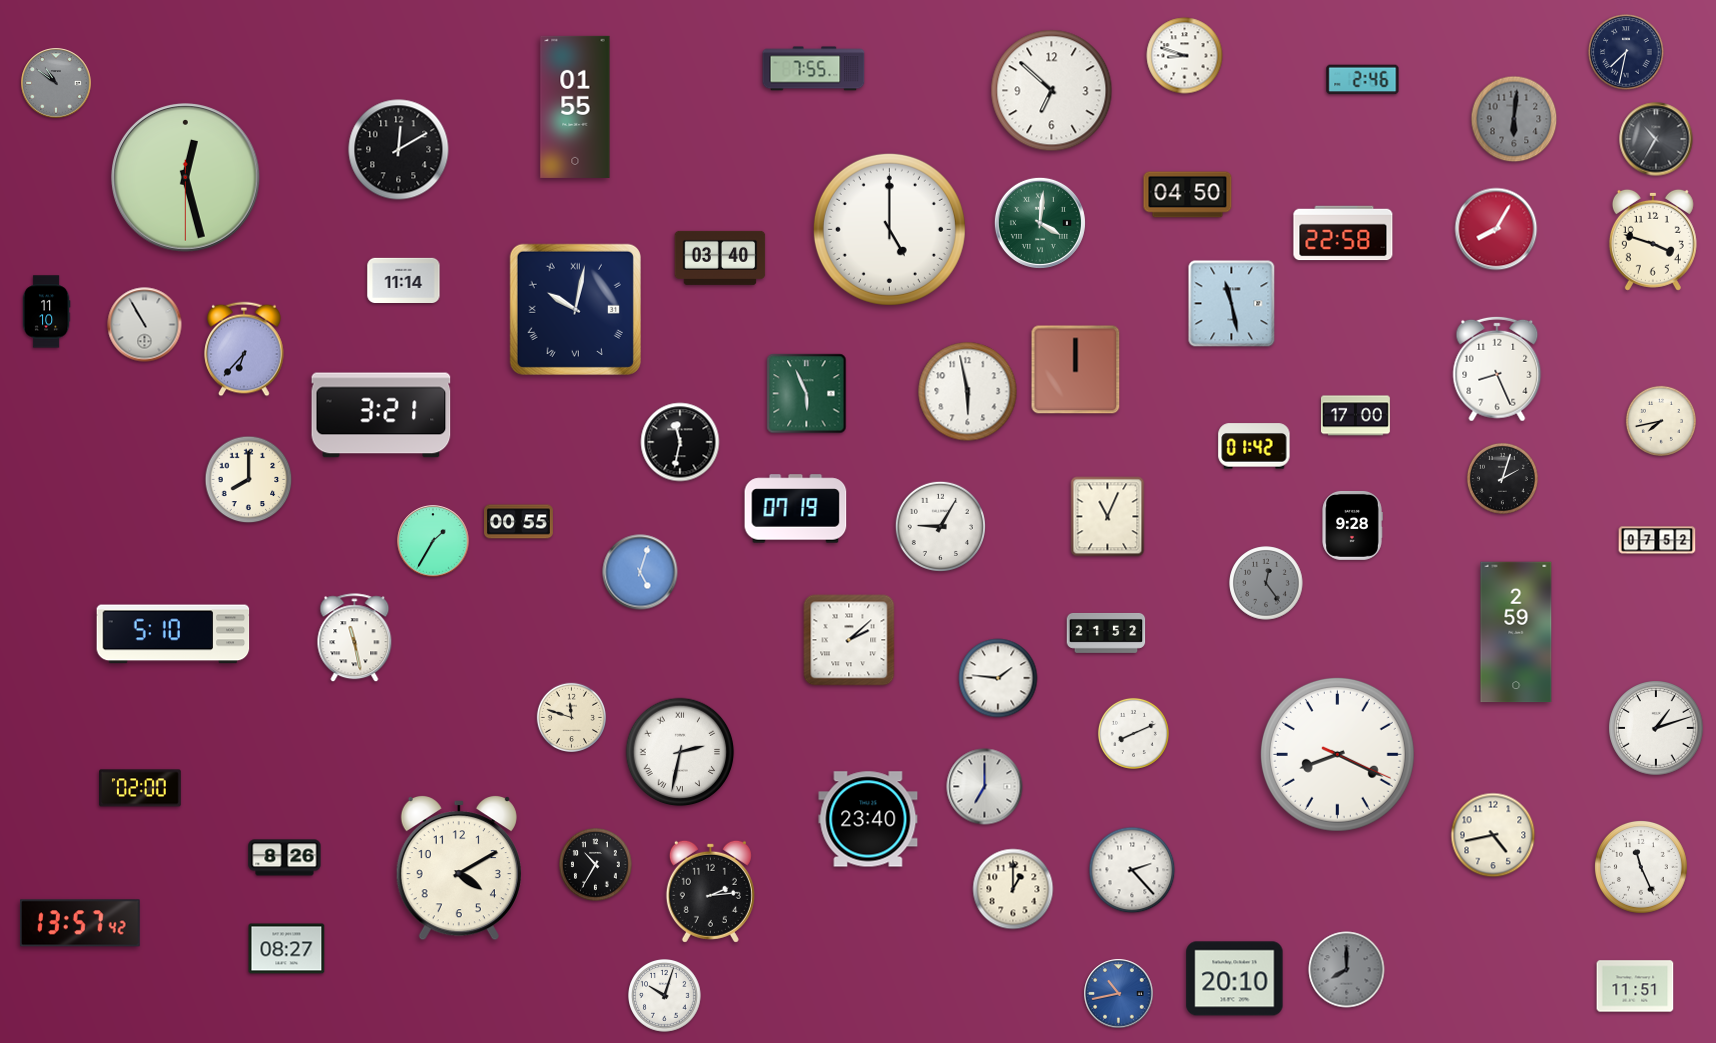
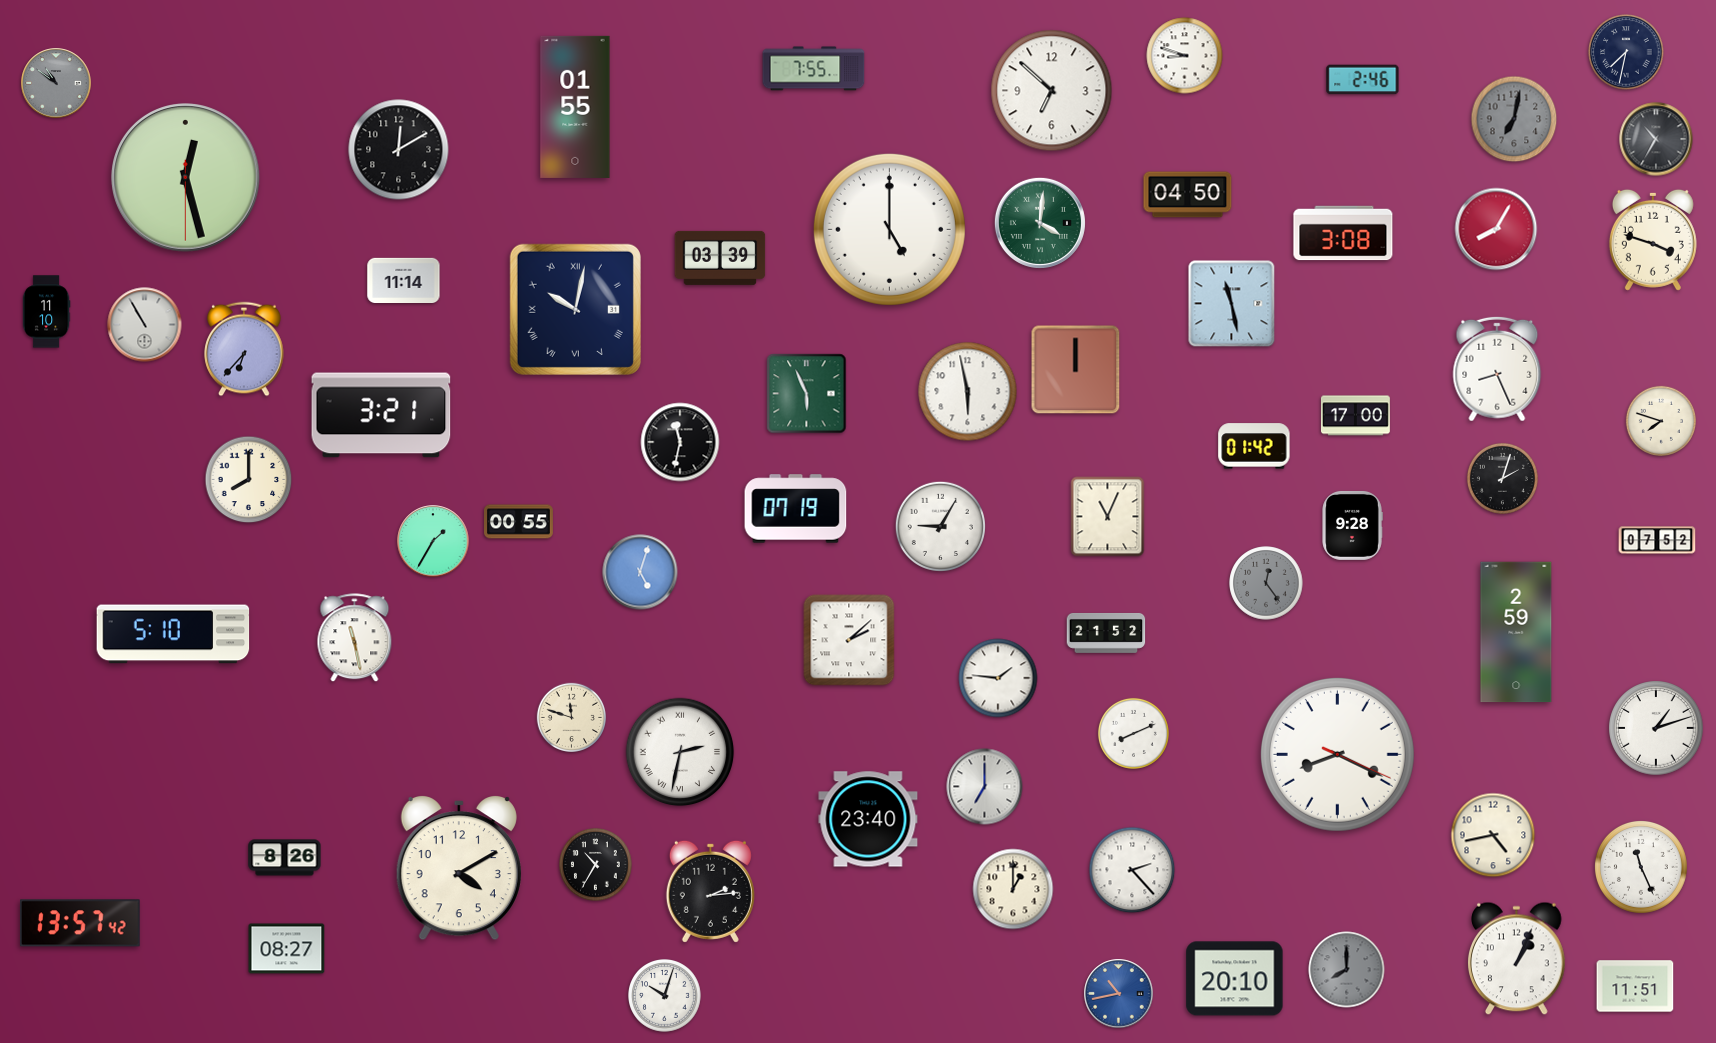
clock at (1514, 119): 6:01 -> 7:02
clock at (1343, 233): 22:58 -> 3:08
clock at (720, 258): 03:40 -> 03:39
clock at (1661, 421): 7:43 -> 7:48
clock at (141, 788): 02:00 -> none
clock at (1517, 959): none -> 1:04
